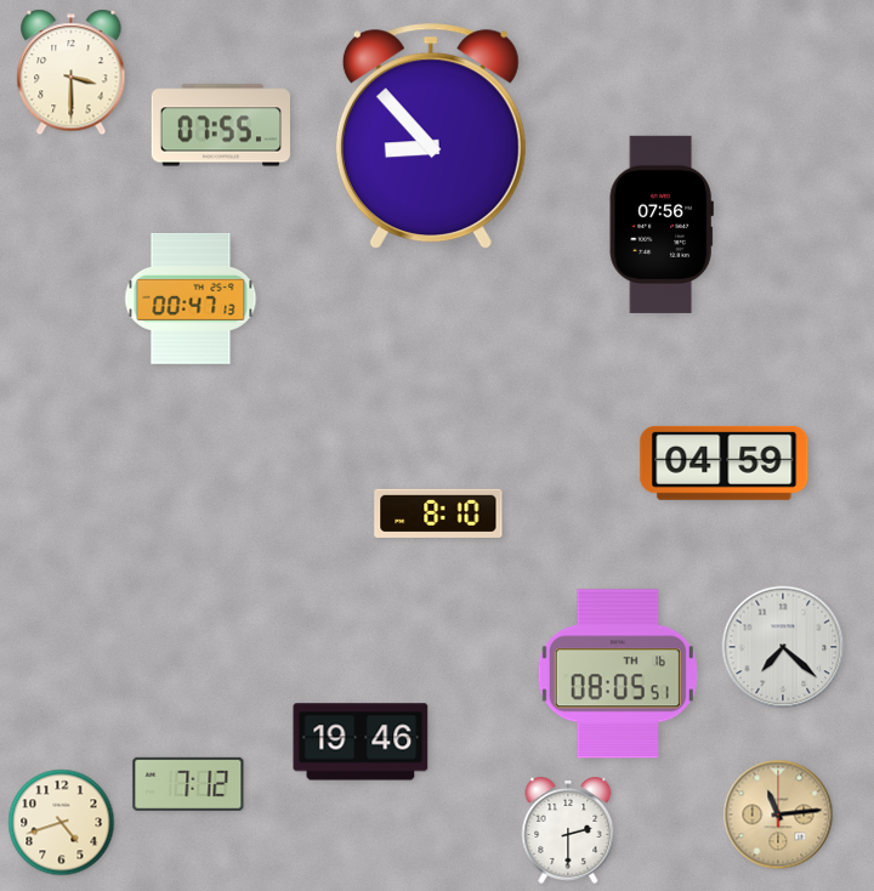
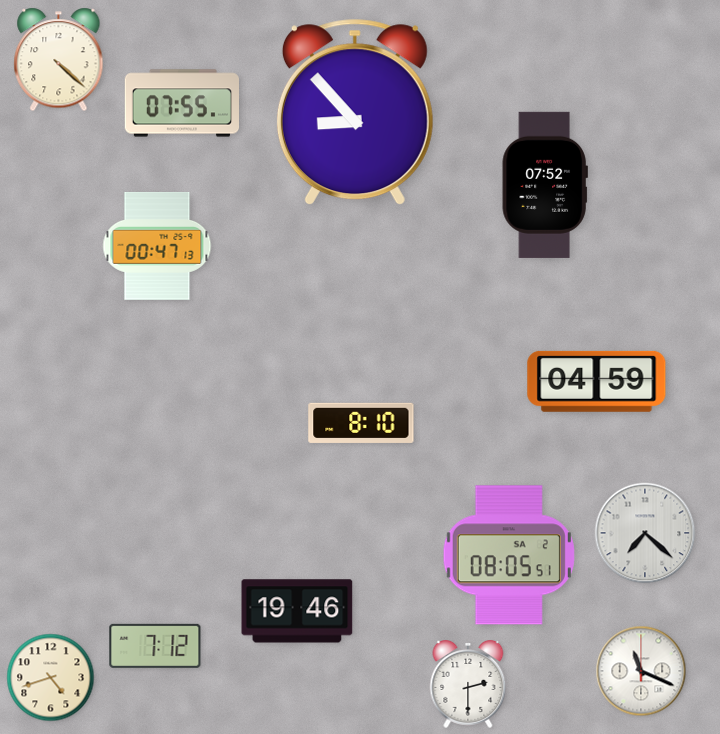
clock at (72, 73): 3:30 -> 4:22
clock at (662, 225): 07:56 -> 07:52
clock at (618, 674) date: TH 16 -> SA 2
clock at (778, 815): 11:14 -> 11:19
clock at (778, 815) dial: champagne -> white
